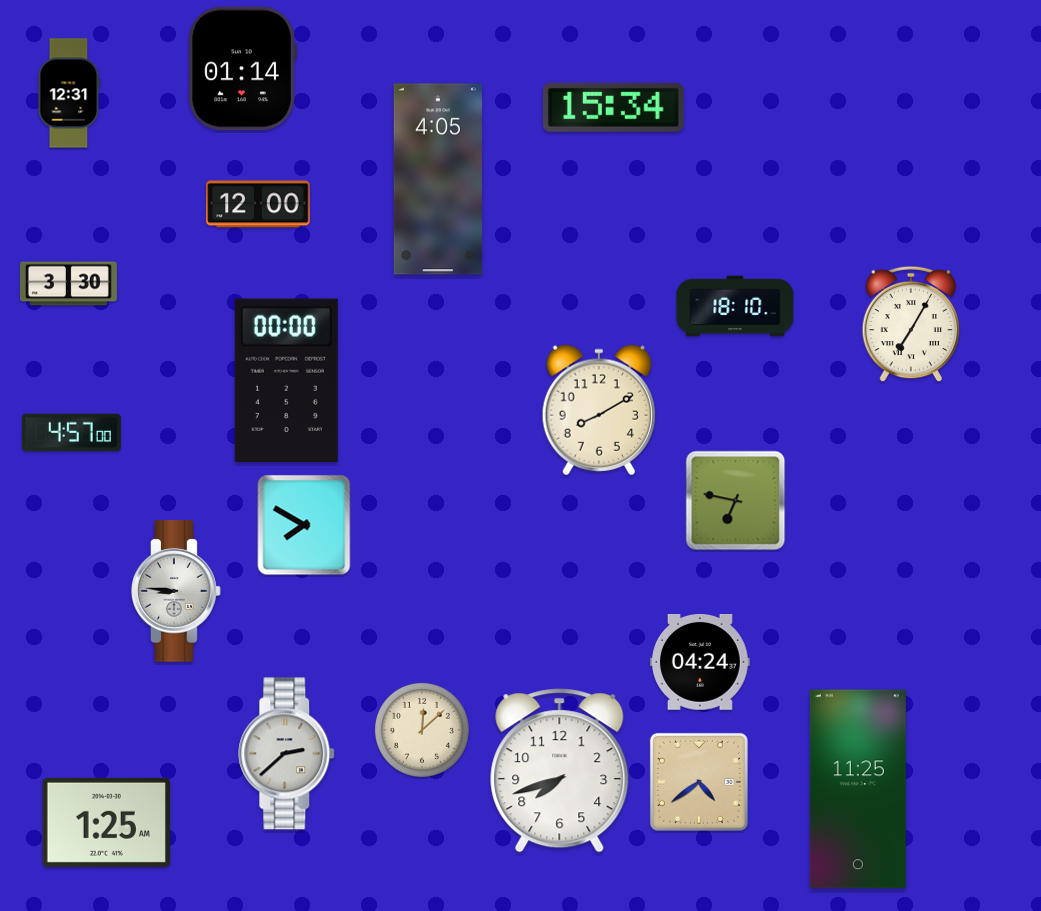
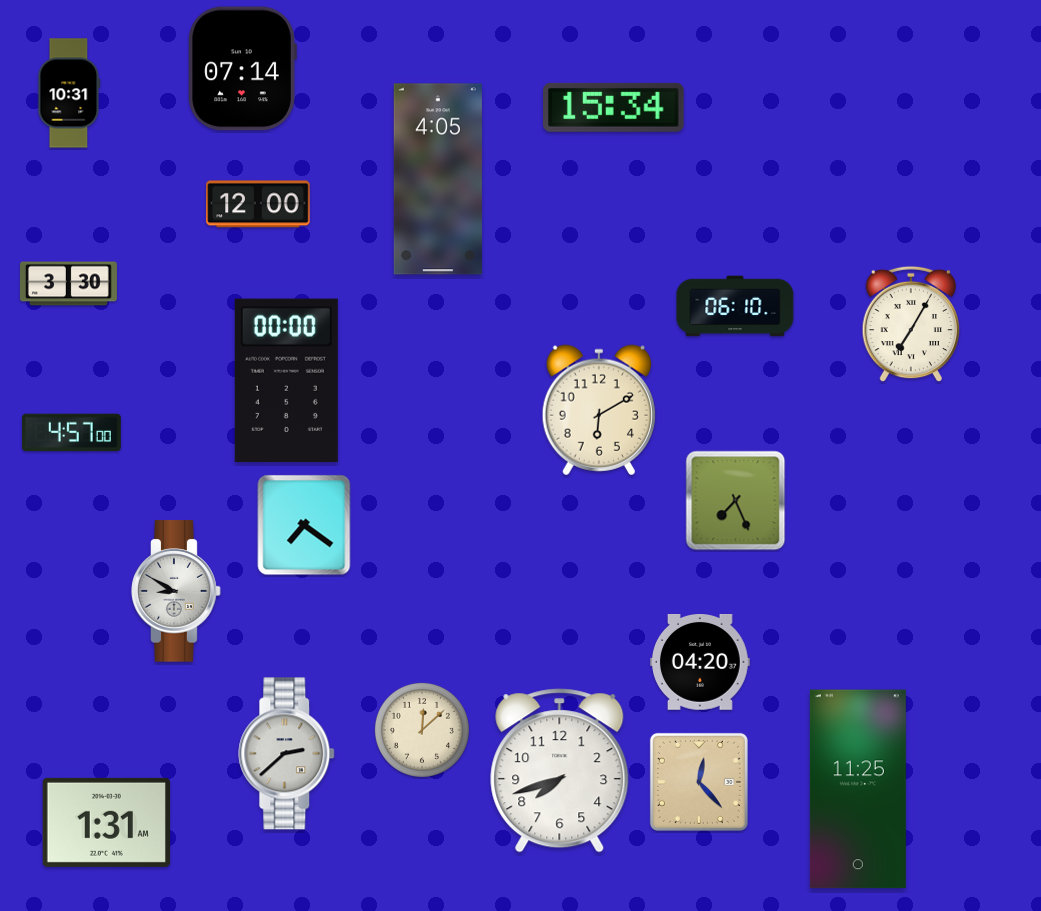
clock at (242, 69): 01:14 -> 07:14
clock at (69, 93): 12:31 -> 10:31
clock at (735, 306): 18:10 -> 06:10
clock at (599, 410): 8:10 -> 6:10
clock at (736, 501): 6:47 -> 7:26
clock at (304, 525): 7:50 -> 7:21
clock at (176, 591): 8:46 -> 8:50
clock at (701, 663): 04:24 -> 04:20
clock at (699, 782): 4:39 -> 12:23
clock at (106, 822): 1:25 -> 1:31
